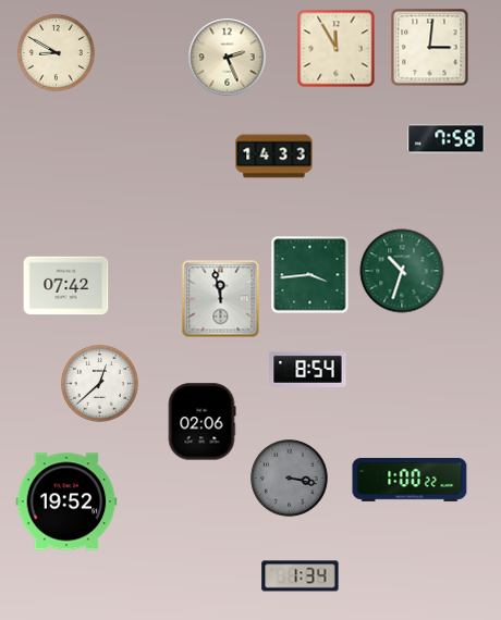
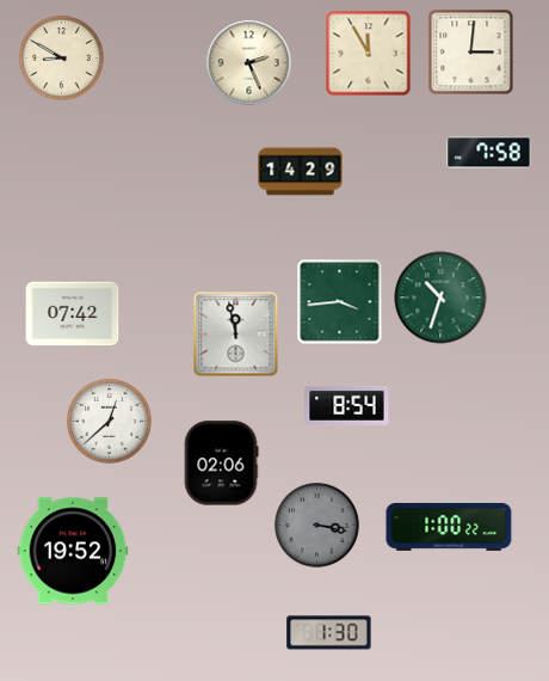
clock at (274, 157): 14:33 -> 14:29
clock at (221, 299) position: (221, 299) -> (236, 335)
clock at (308, 369) position: (308, 369) -> (347, 405)
clock at (301, 576): 1:34 -> 1:30
